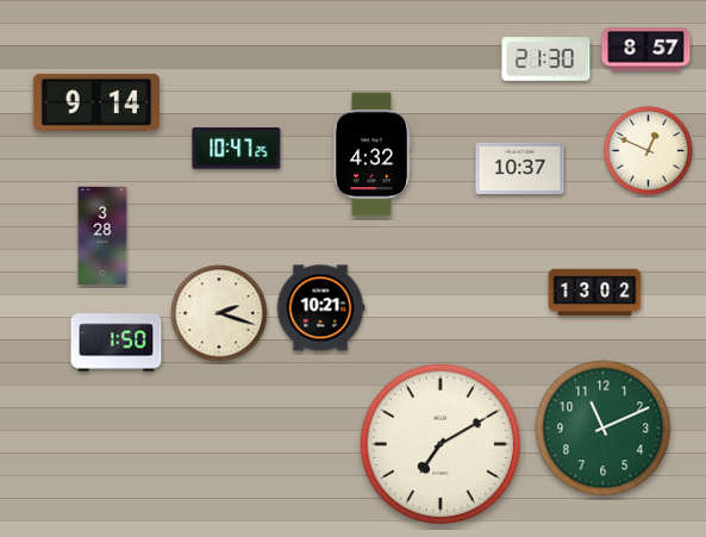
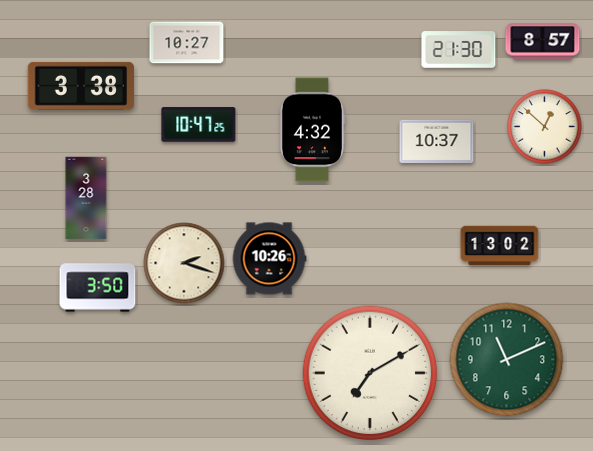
clock at (187, 43): none -> 10:27
clock at (96, 102): 9:14 -> 3:38
clock at (649, 151): 12:49 -> 12:52
clock at (320, 308): 10:21 -> 10:26
clock at (117, 343): 1:50 -> 3:50
